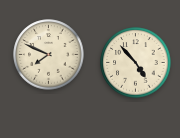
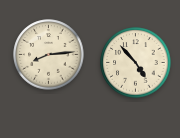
clock at (49, 55): 7:49 -> 8:14
